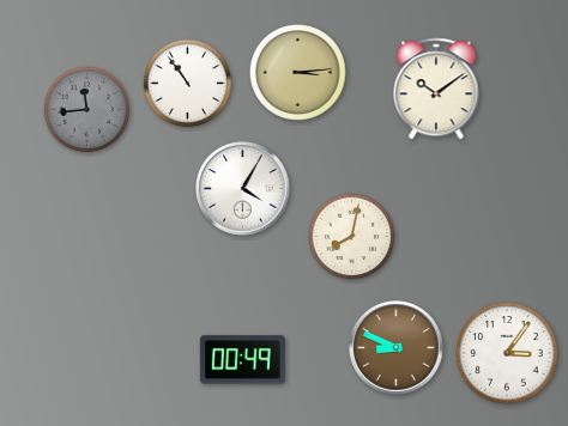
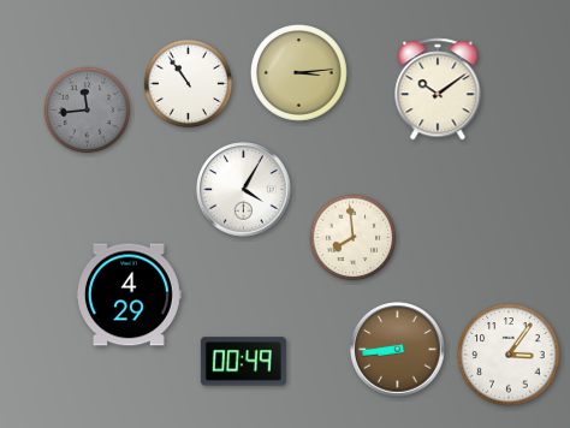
clock at (352, 237): 8:02 -> 7:59
clock at (130, 295): none -> 4:29
clock at (397, 348): 8:49 -> 8:44
